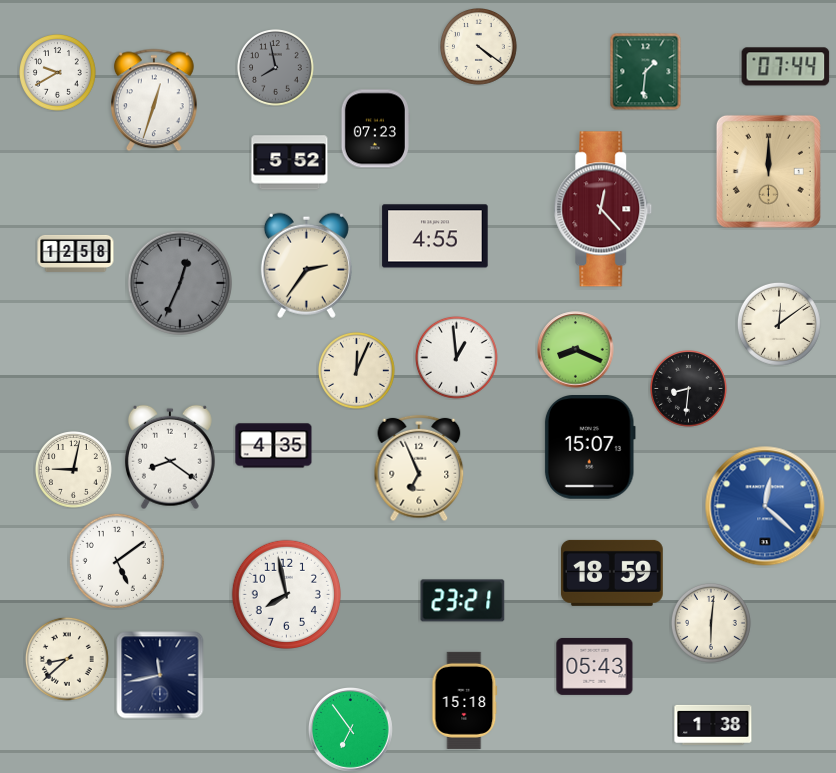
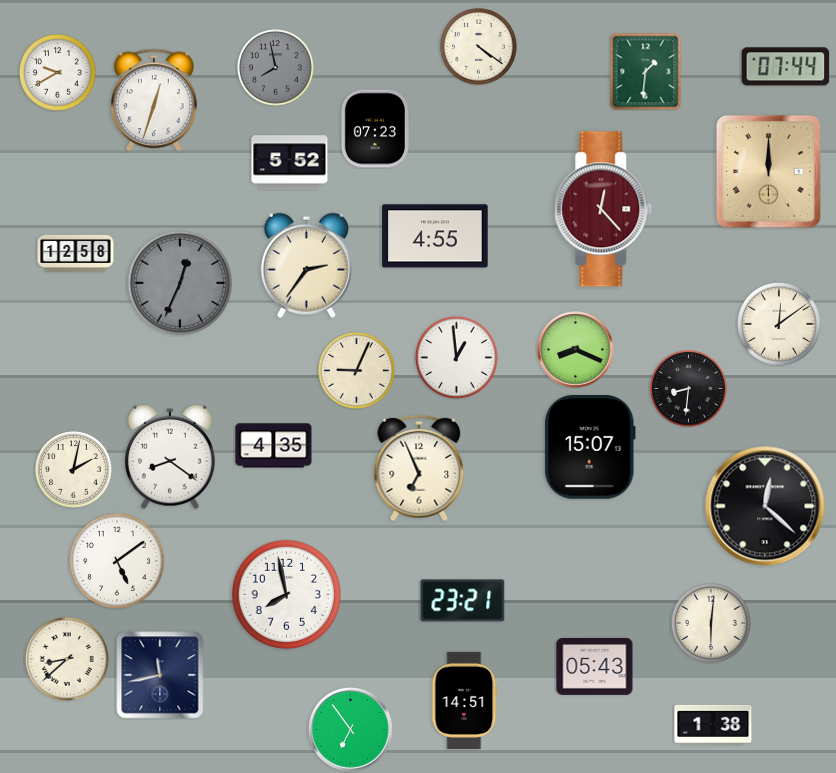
clock at (357, 371): 12:04 -> 9:04
clock at (74, 470): 9:02 -> 2:02
clock at (765, 506) dial: blue -> black
clock at (612, 573): 18:59 -> none
clock at (465, 700): 15:18 -> 14:51
